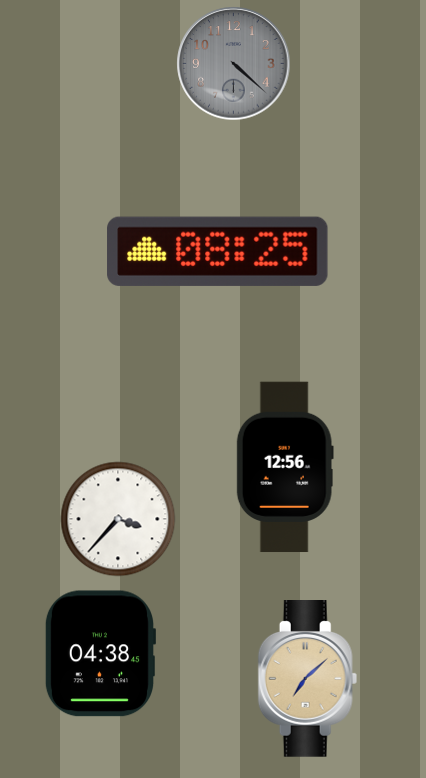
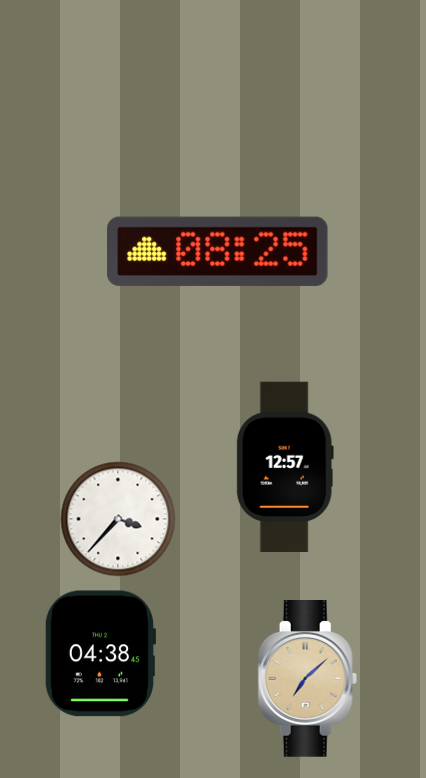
clock at (234, 64): 4:22 -> none
clock at (285, 467): 12:56 -> 12:57
